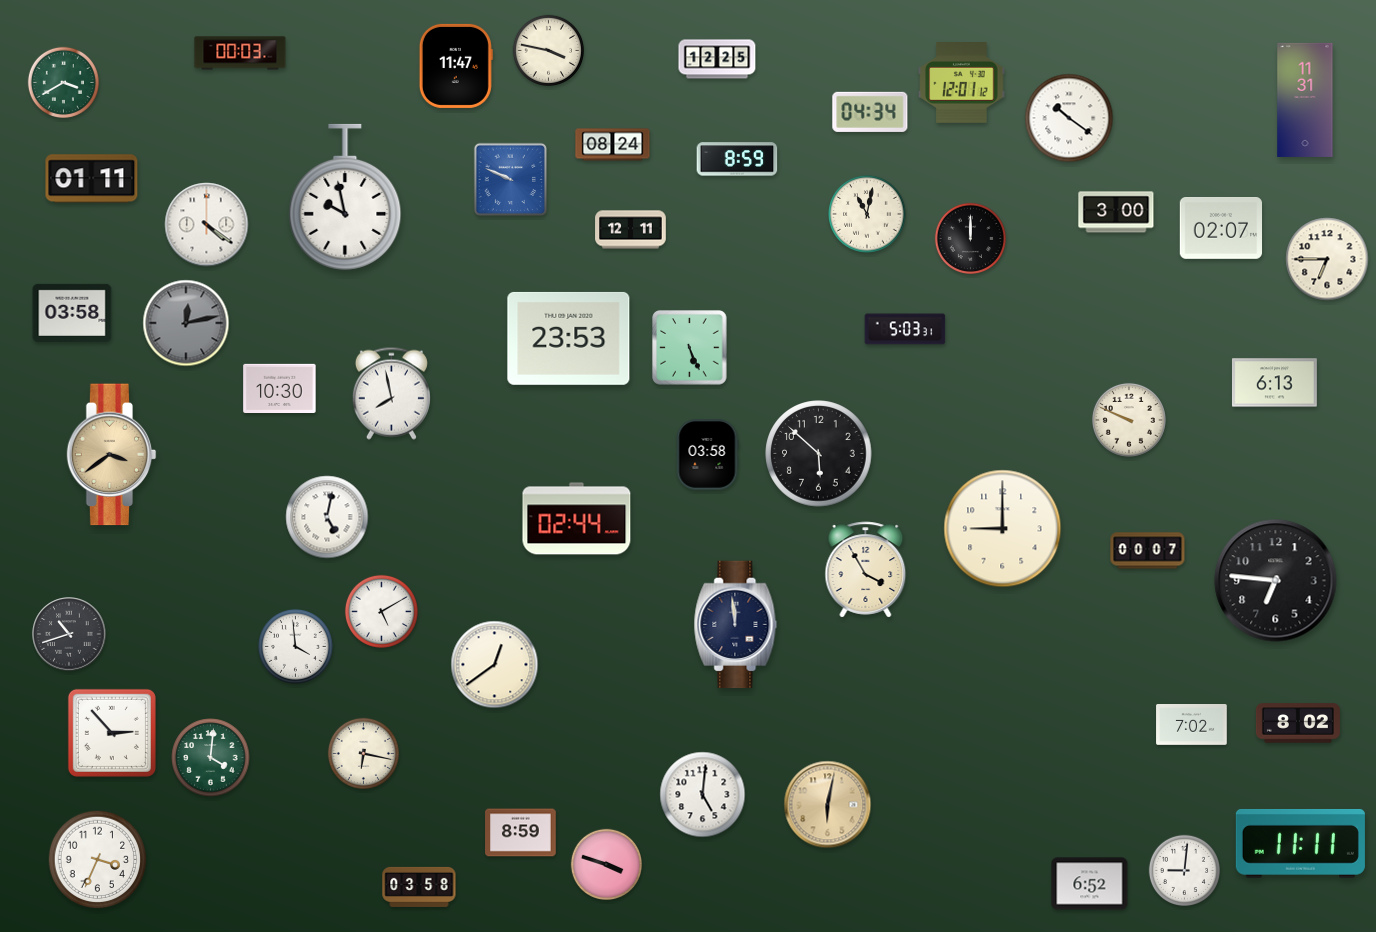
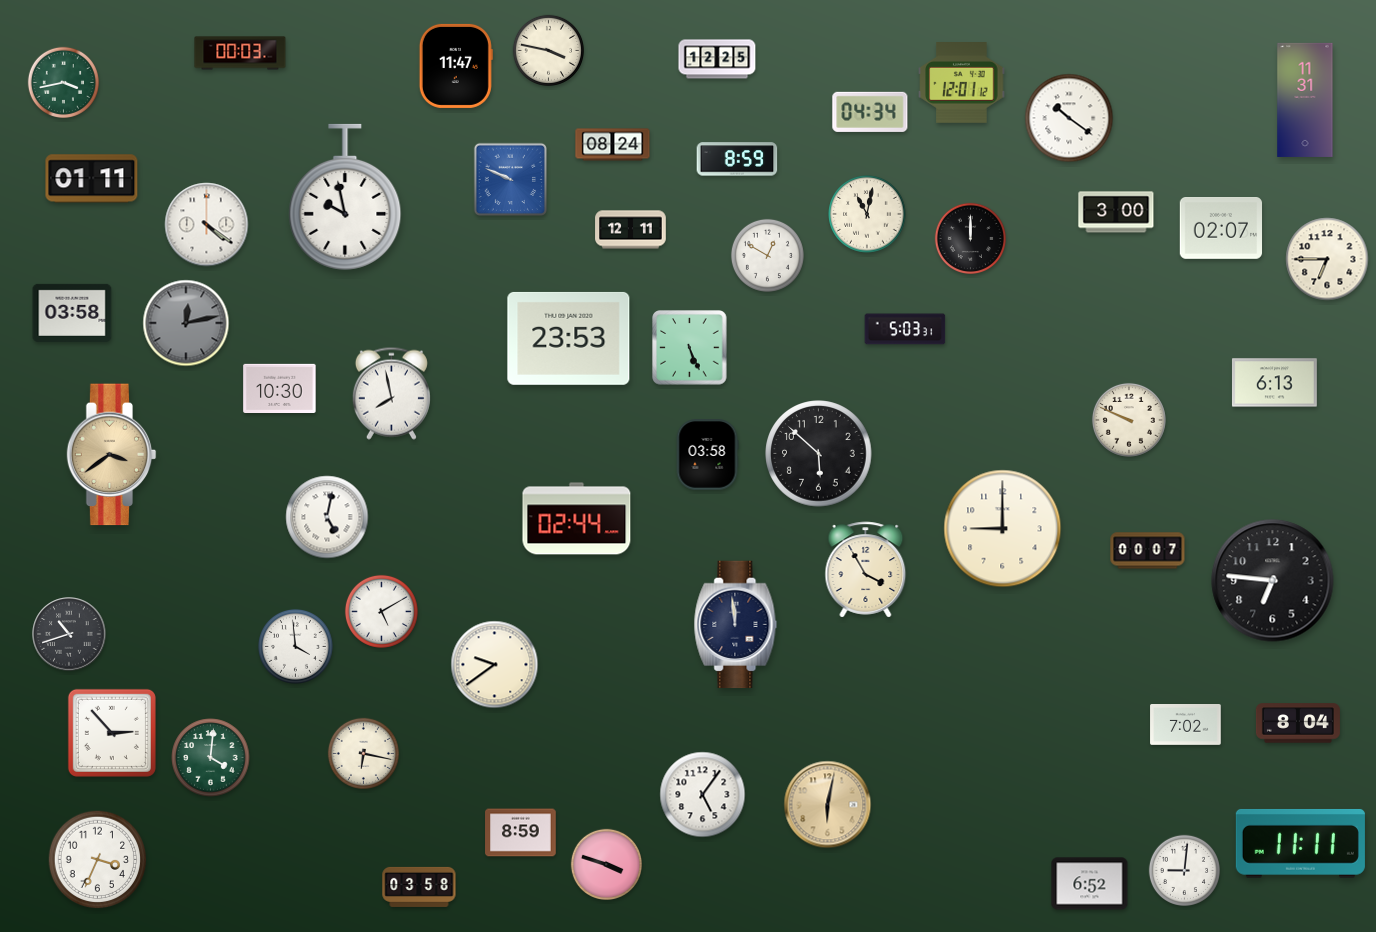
clock at (63, 82): 3:40 -> 3:43
clock at (767, 255): none -> 12:50
clock at (1276, 581) position: (1276, 581) -> (1273, 581)
clock at (495, 665): 12:39 -> 9:39
clock at (1298, 723): 8:02 -> 8:04
clock at (1192, 725) position: (1192, 725) -> (1186, 725)
clock at (703, 795): 5:01 -> 5:06
